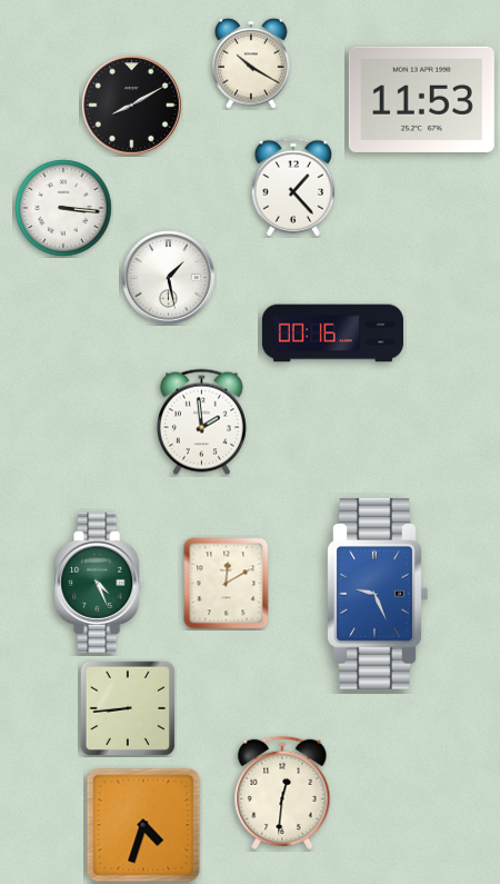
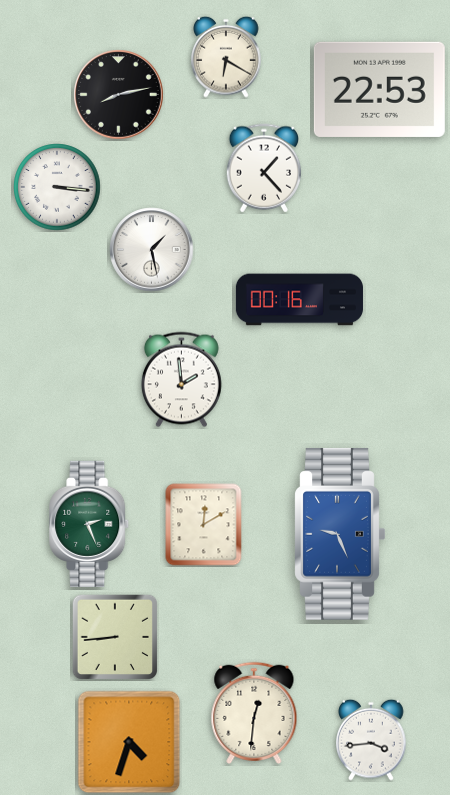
clock at (251, 63): 10:20 -> 6:20
clock at (421, 99): 11:53 -> 22:53
clock at (132, 106): 8:10 -> 8:13
clock at (100, 583): 4:26 -> 2:26
clock at (371, 740): none -> 3:44
